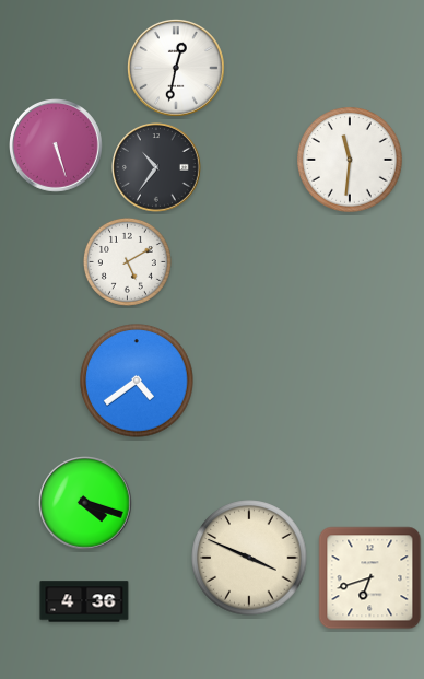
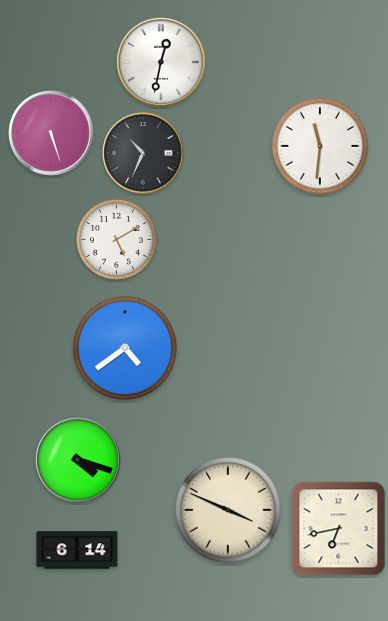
clock at (156, 167): 10:36 -> 10:34
clock at (370, 578): 6:42 -> 6:43
clock at (84, 601): 4:36 -> 6:14
